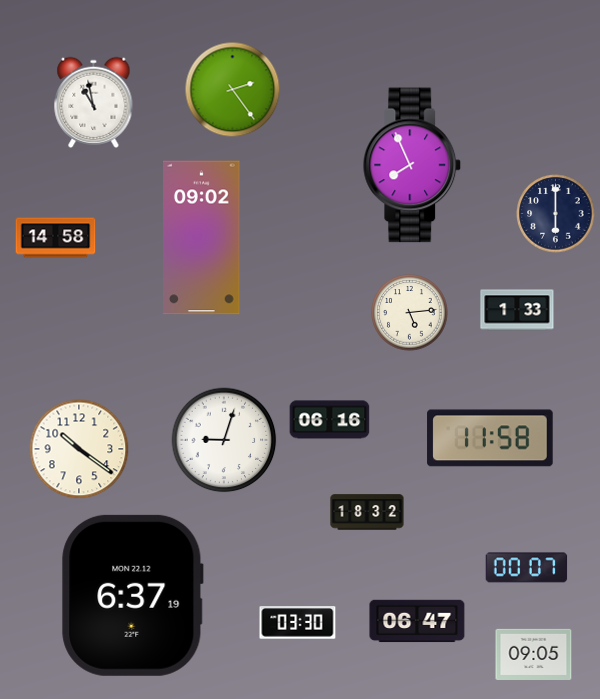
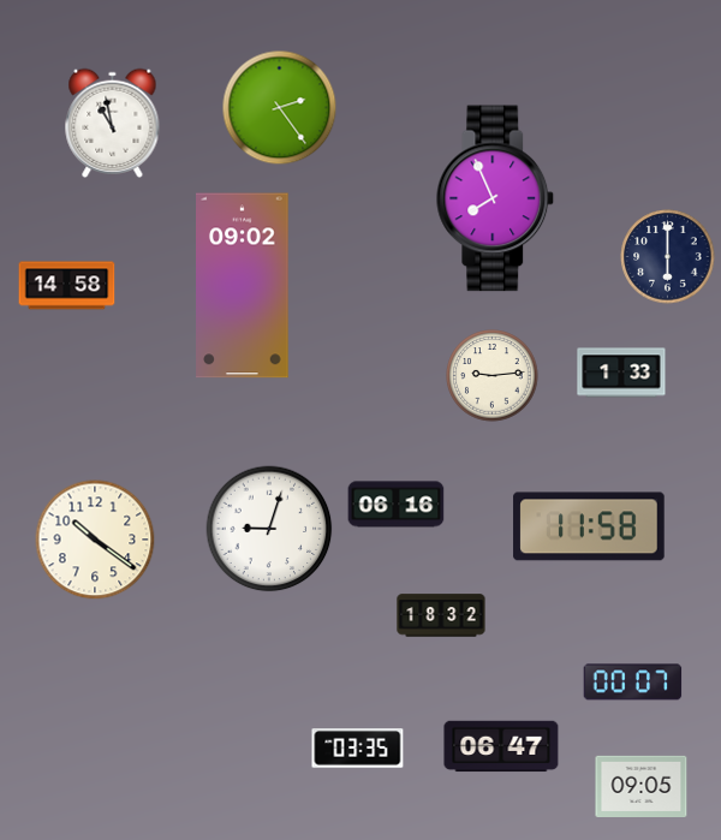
clock at (410, 313): 5:14 -> 9:14
clock at (133, 595): 6:37 -> none
clock at (298, 623): 03:30 -> 03:35
